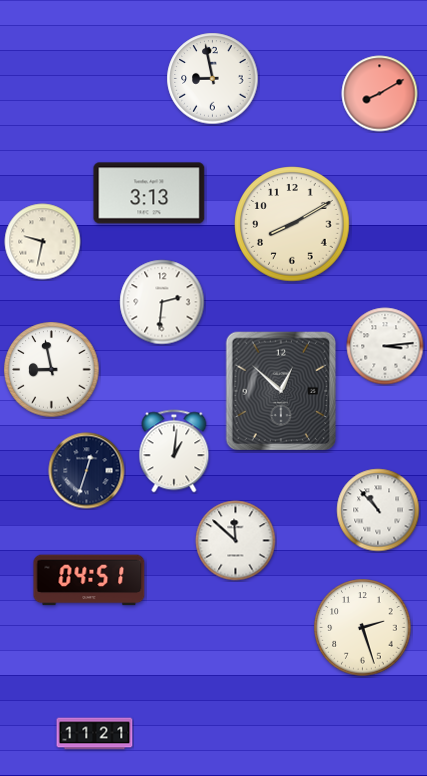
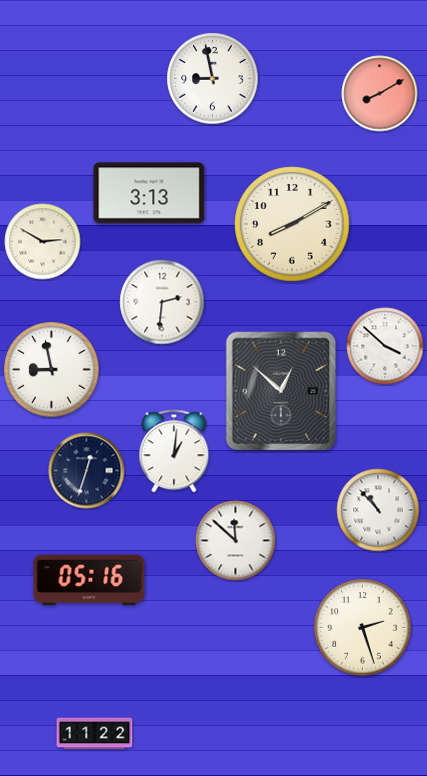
clock at (43, 242): 9:32 -> 2:50
clock at (385, 346): 3:14 -> 3:52
clock at (89, 580): 04:51 -> 05:16
clock at (95, 734): 11:21 -> 11:22
